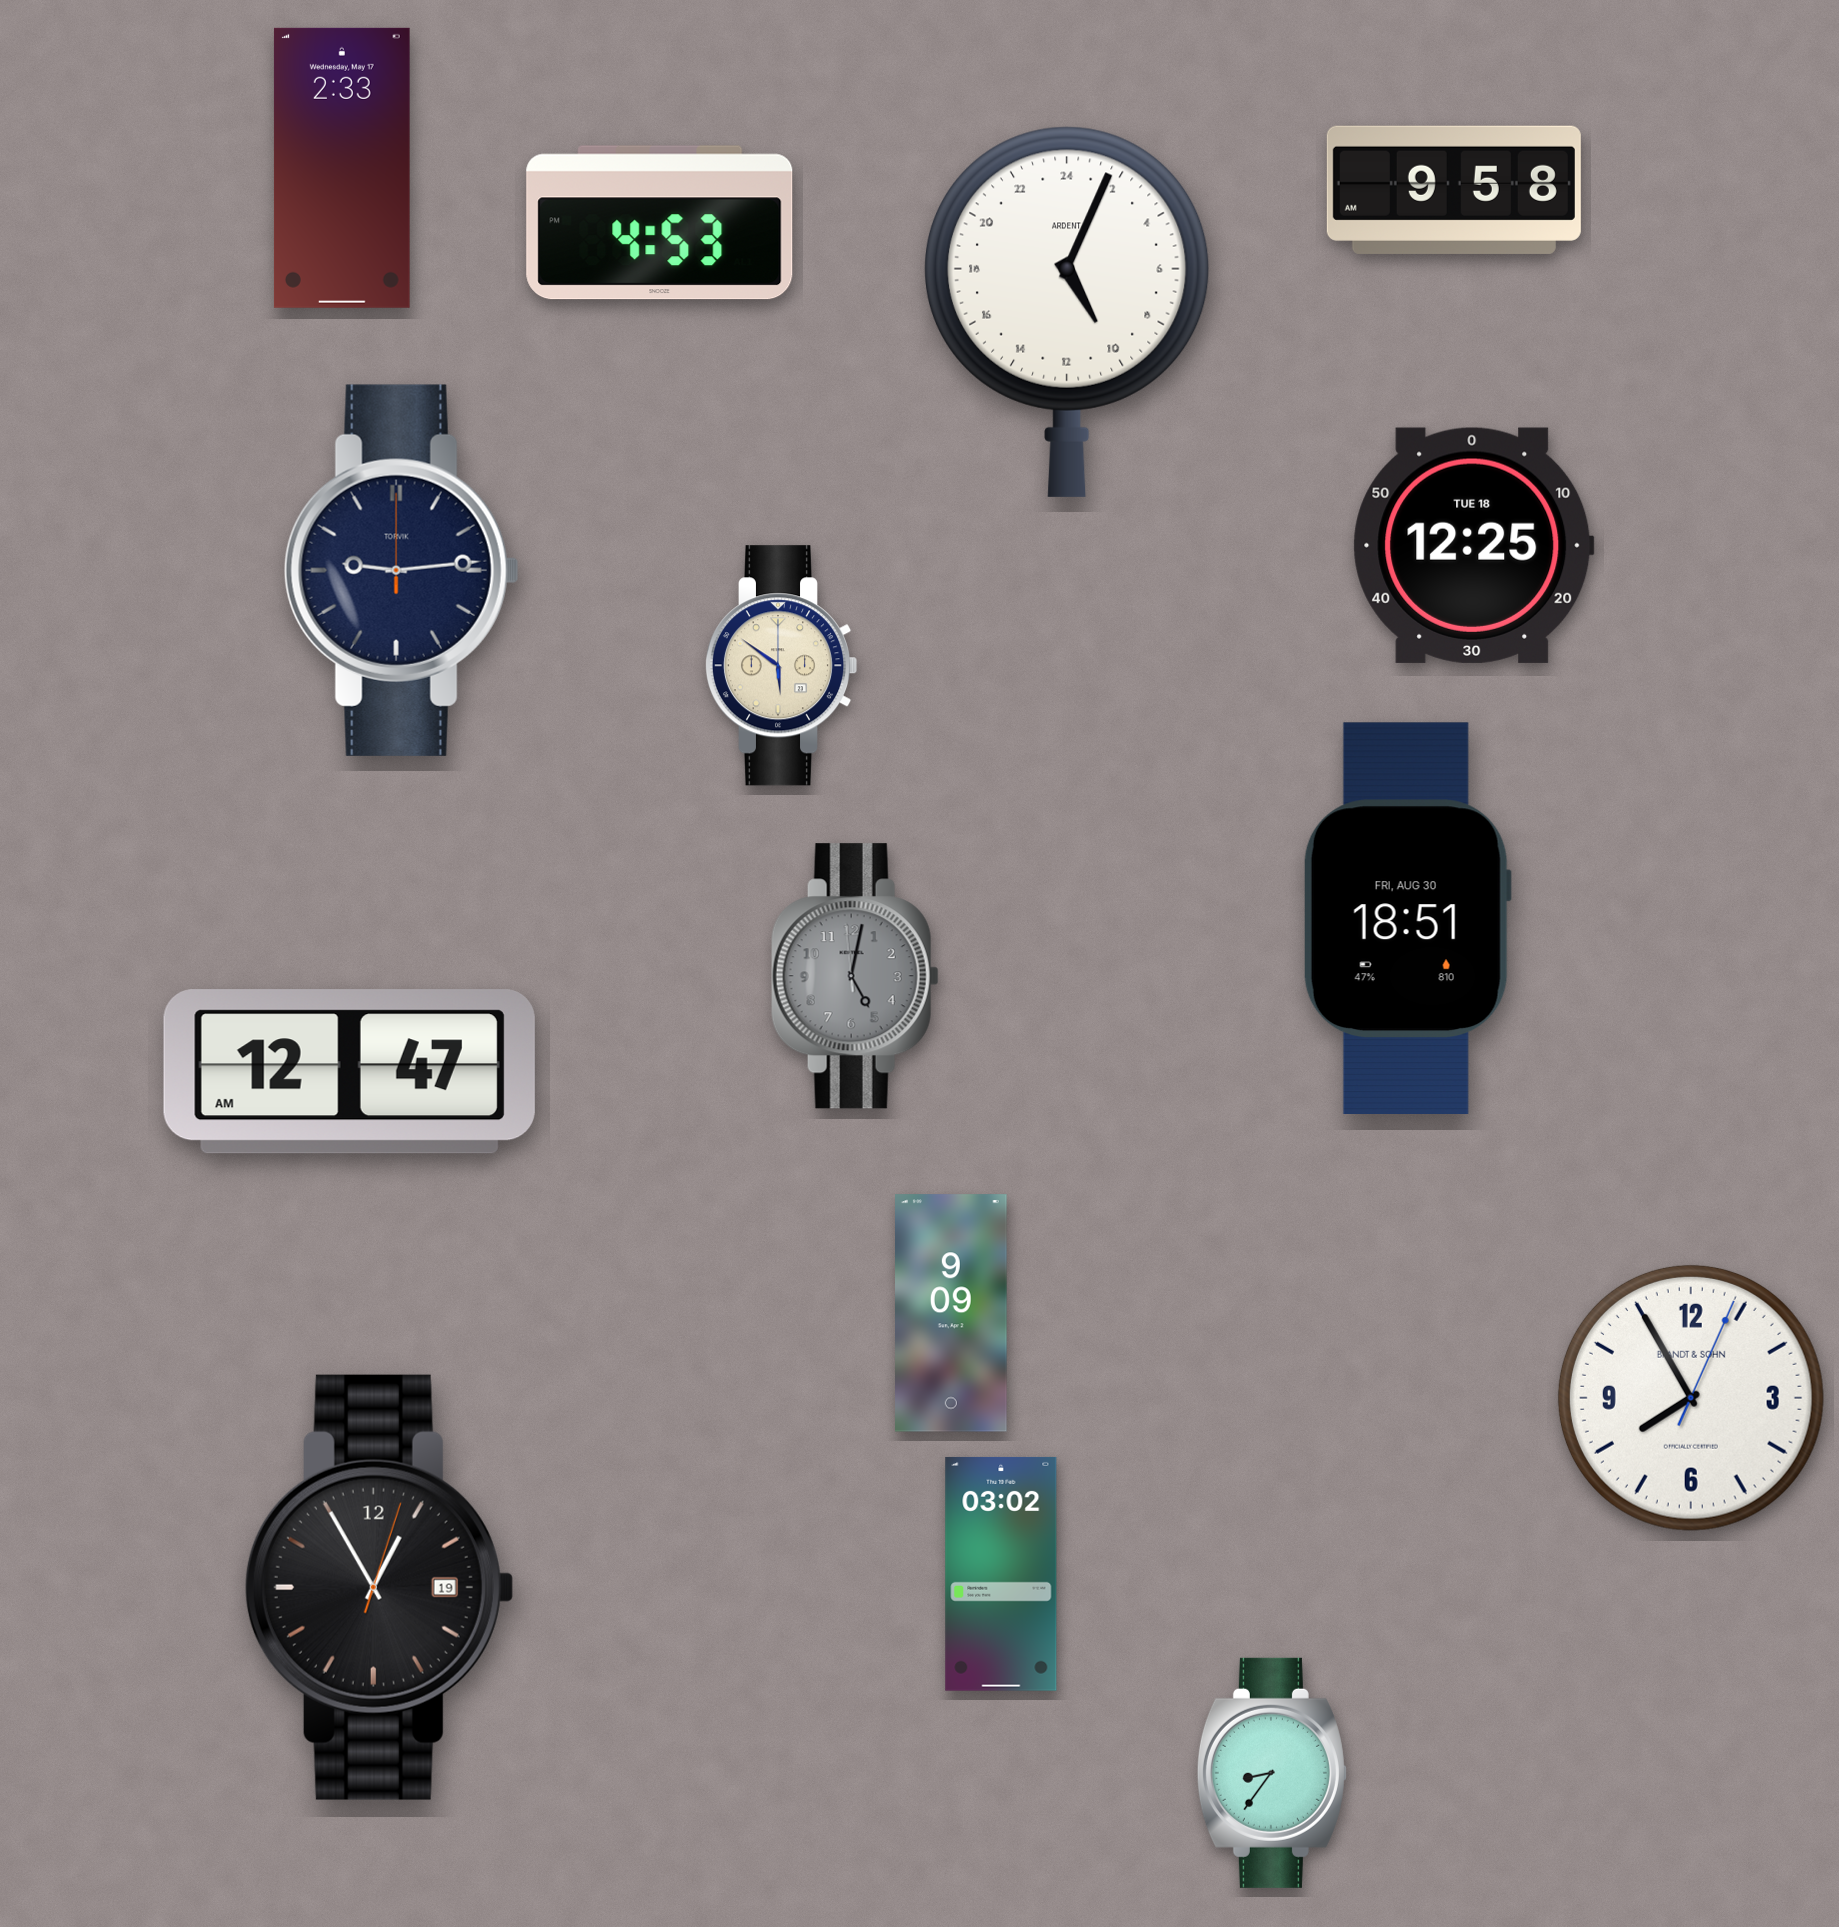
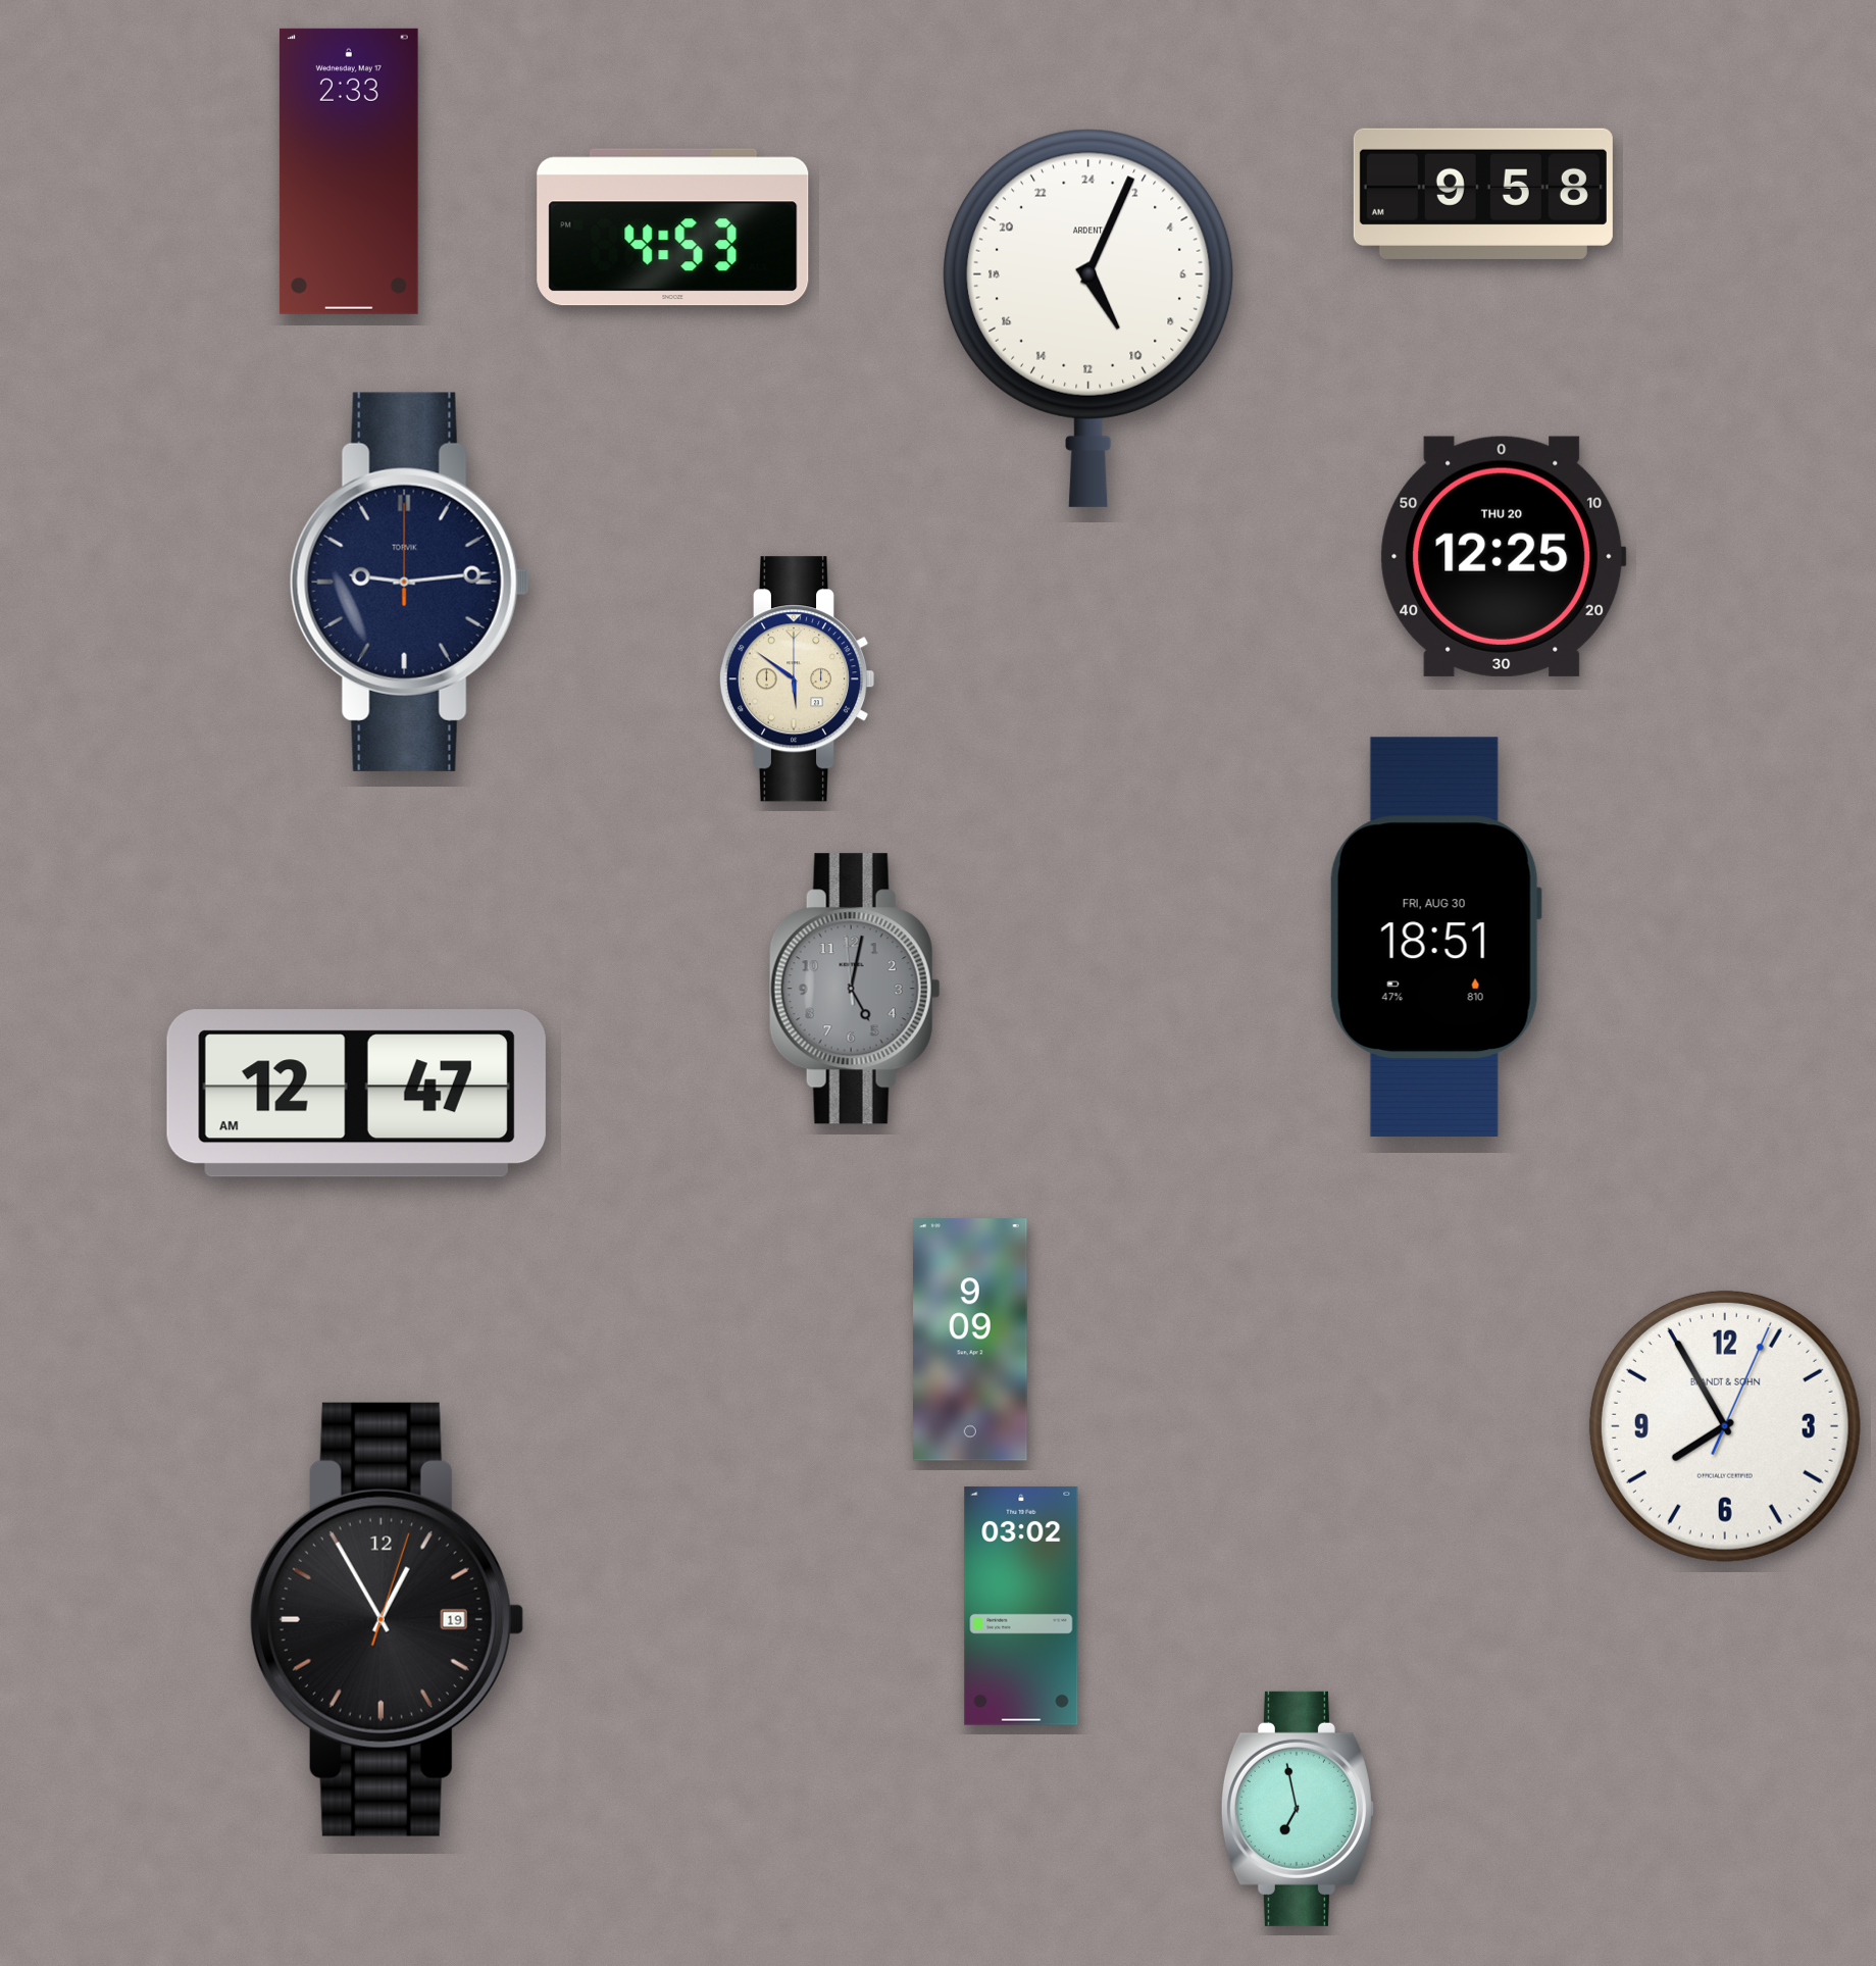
clock at (1474, 545) date: TUE 18 -> THU 20
clock at (855, 976) position: (855, 976) -> (855, 989)
clock at (1272, 1773): 8:36 -> 6:58
